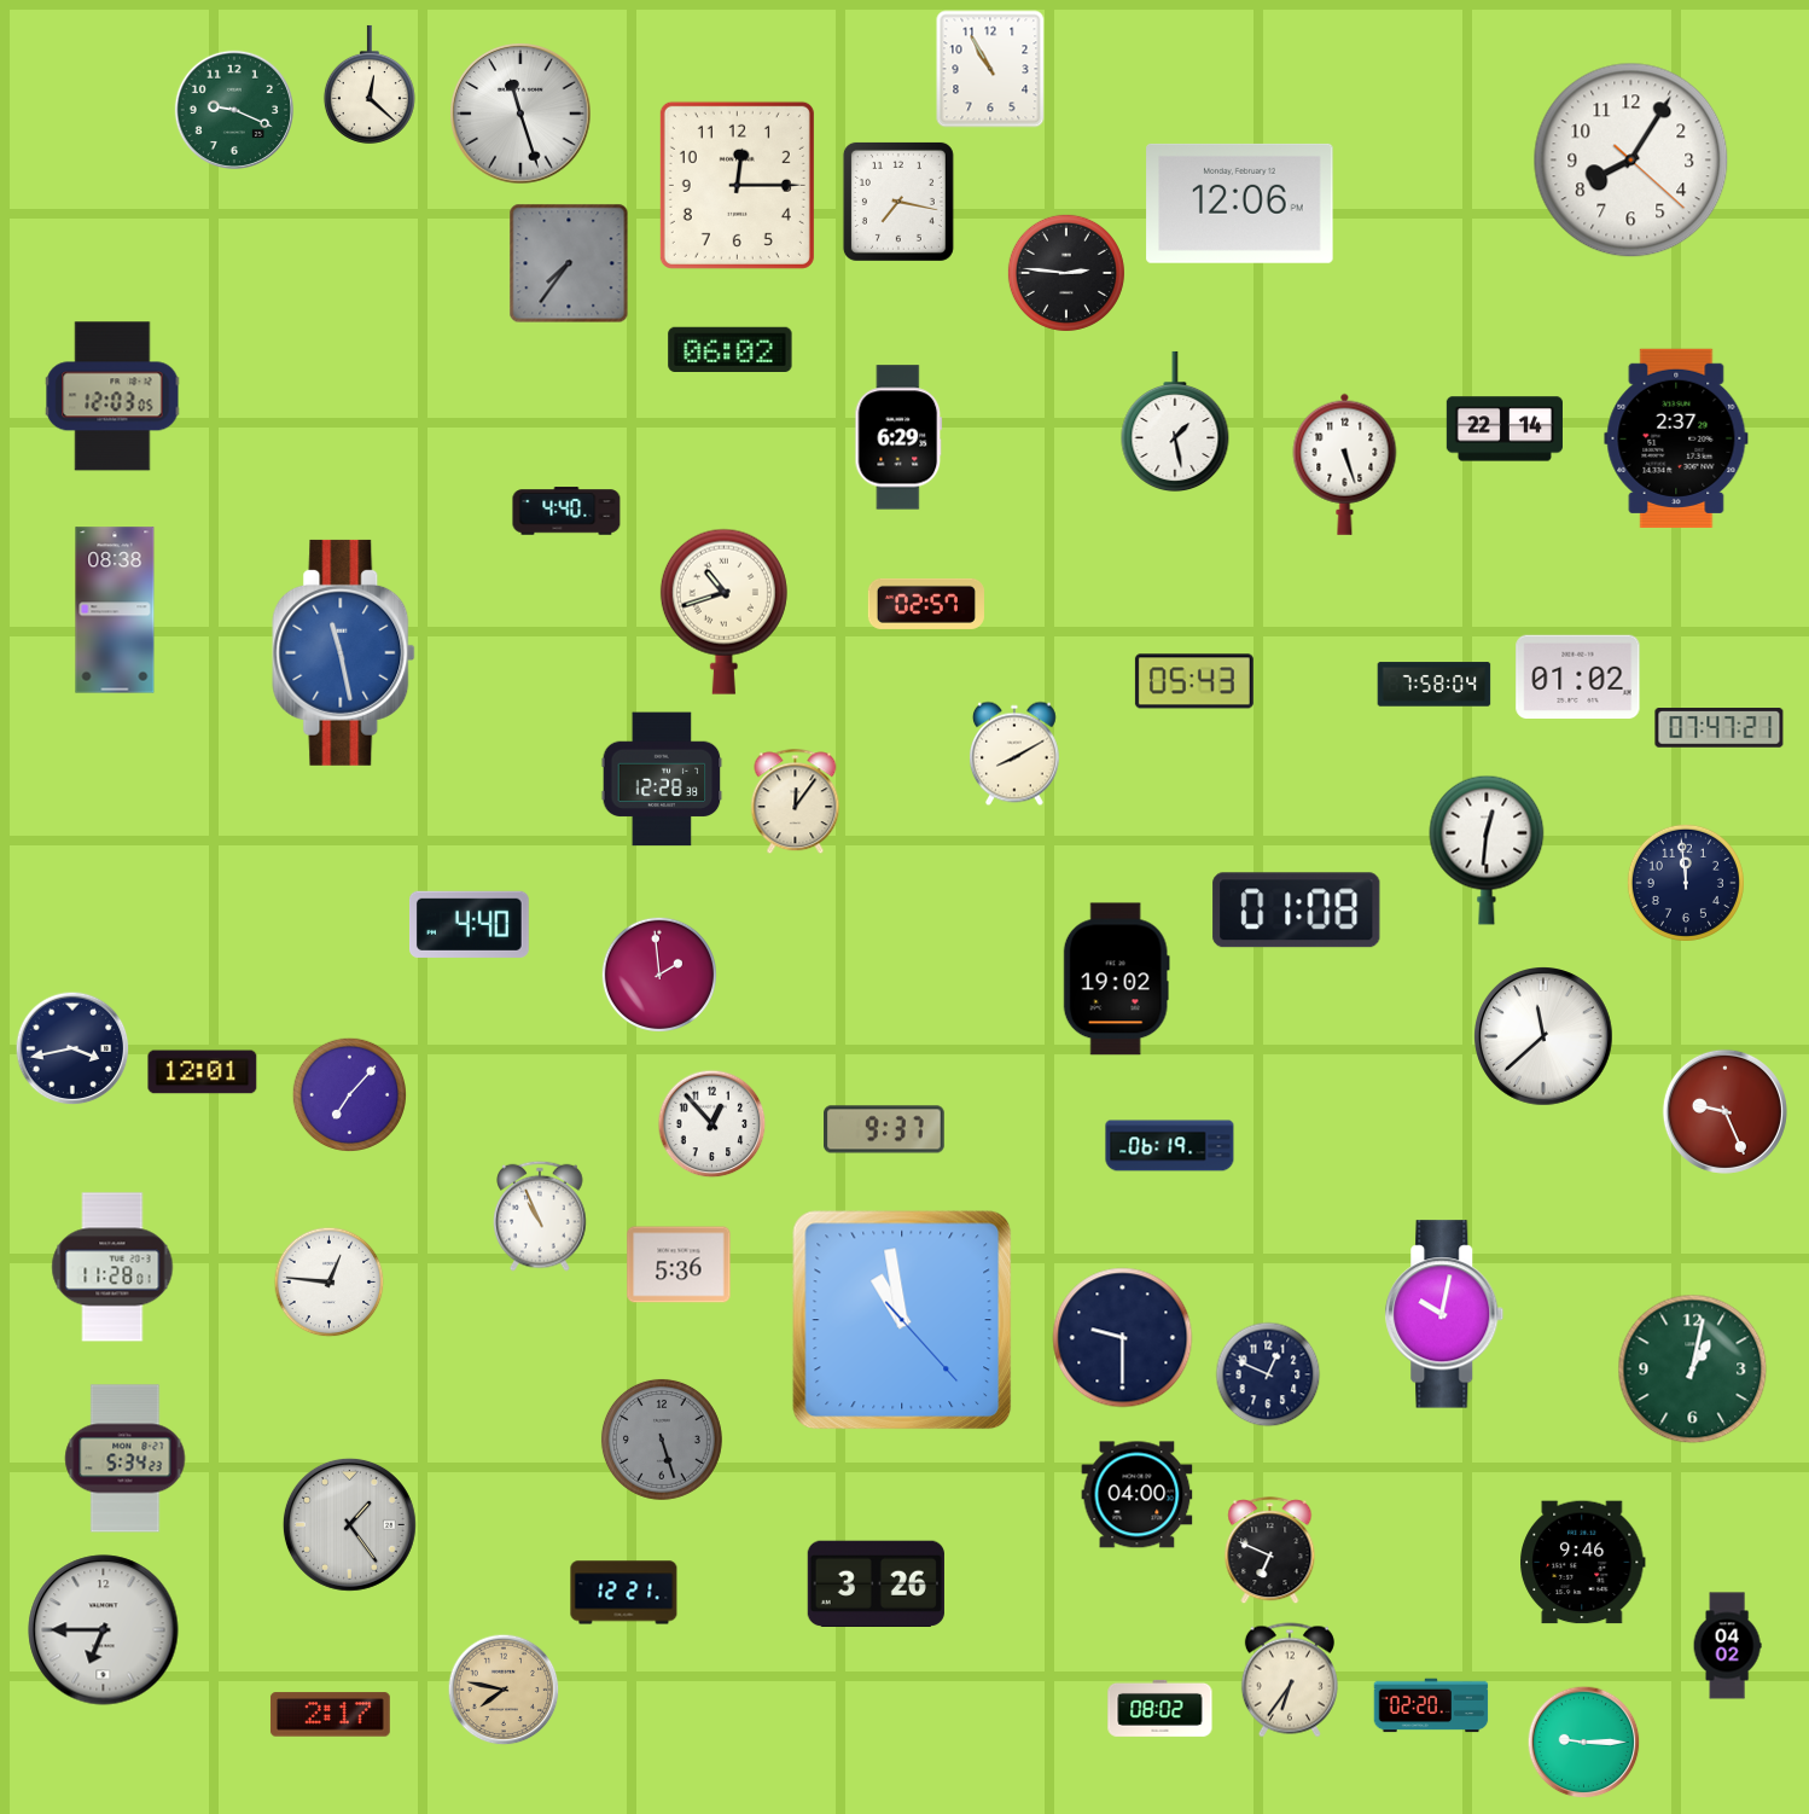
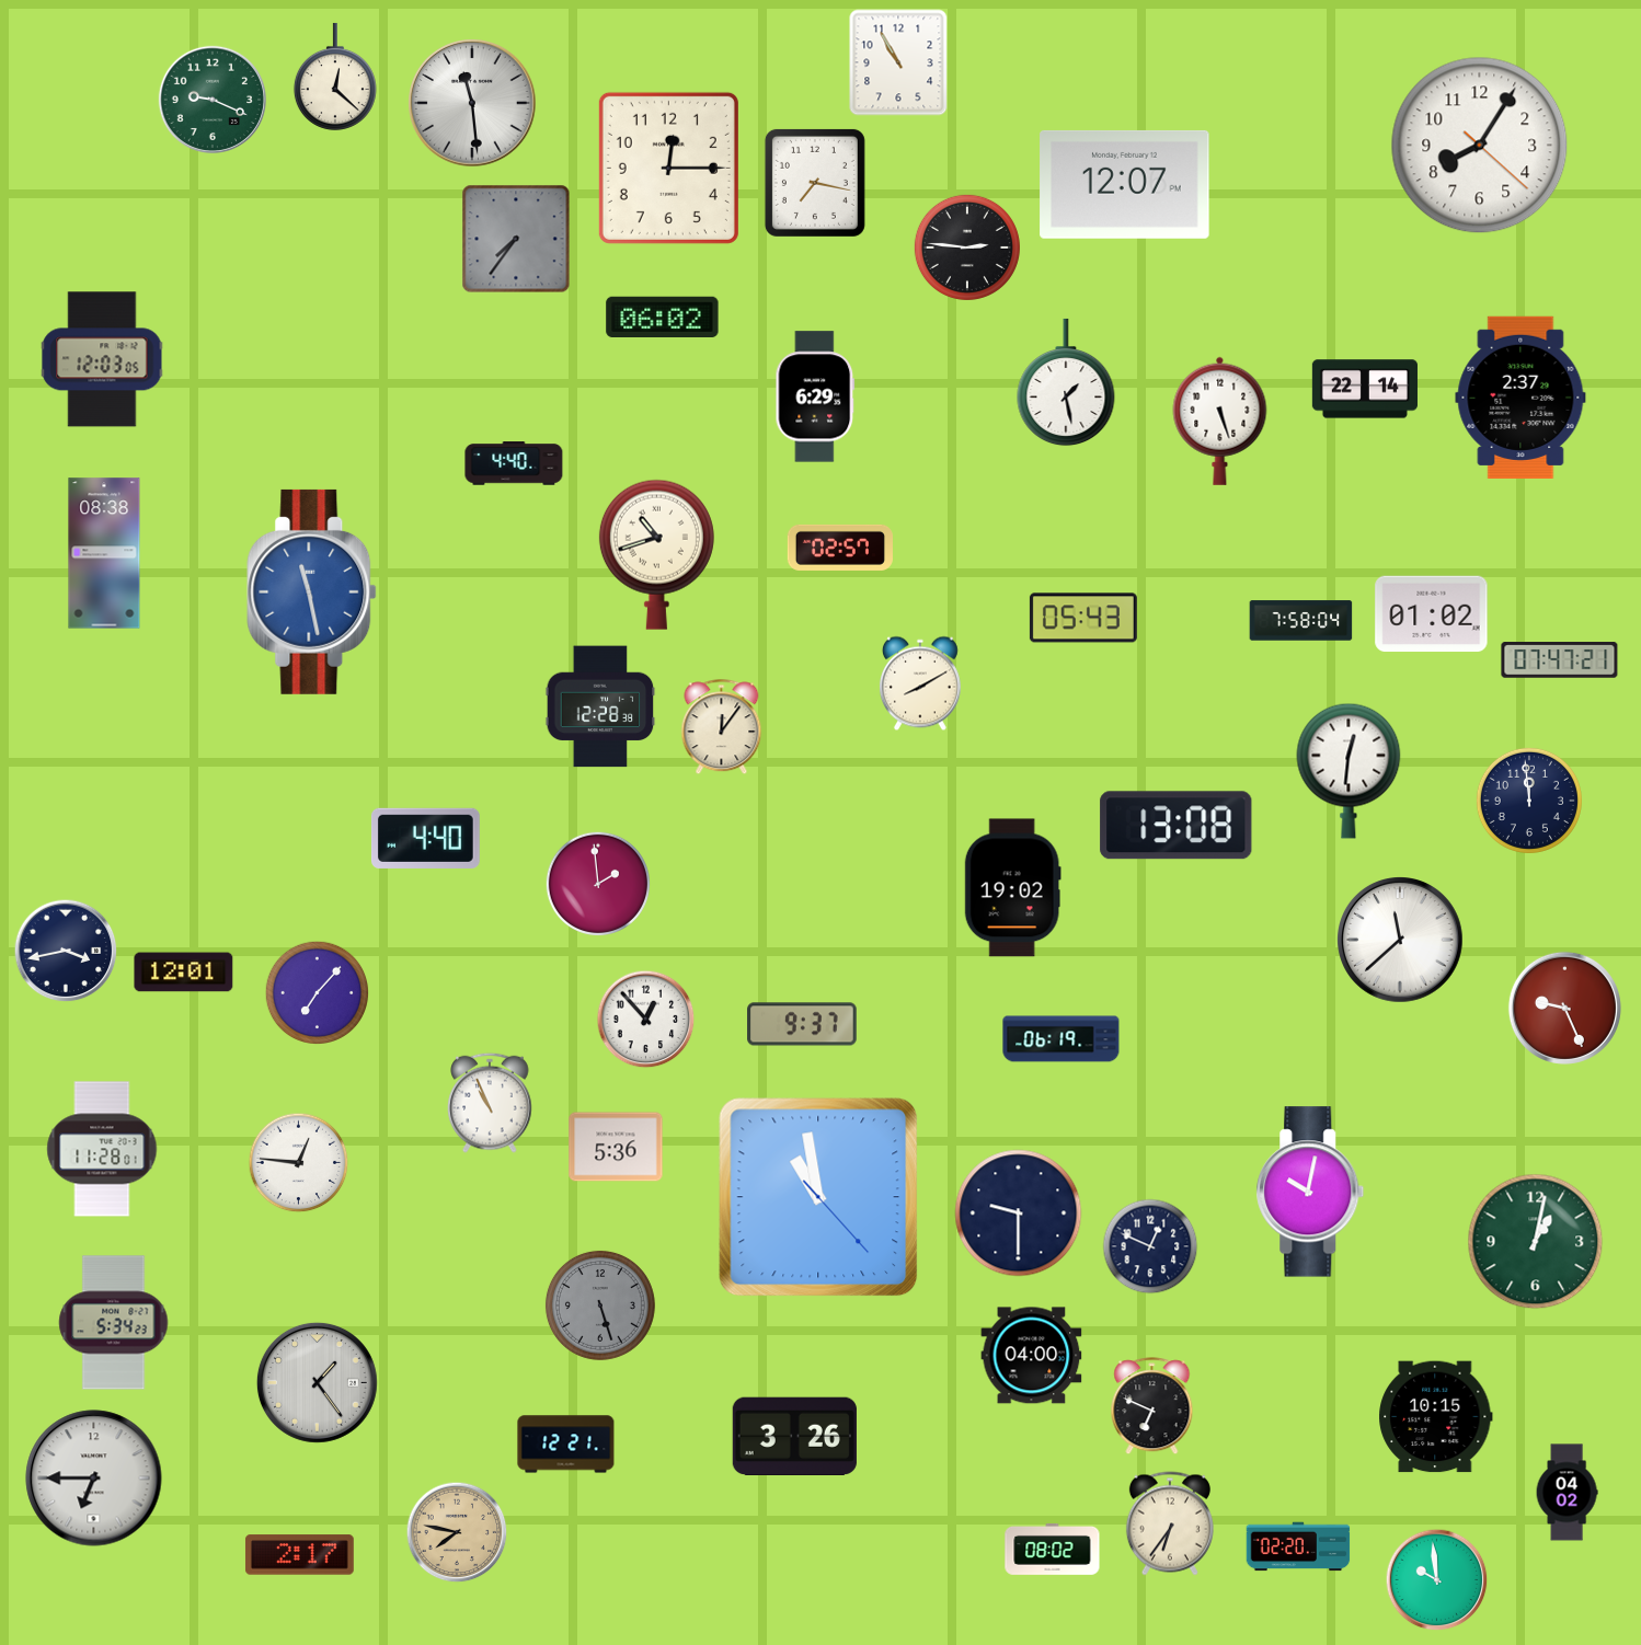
clock at (520, 114): 11:27 -> 11:29
clock at (1240, 203): 12:06 -> 12:07
clock at (1297, 911): 01:08 -> 13:08
clock at (1583, 1563): 9:46 -> 10:15
clock at (1584, 1743): 9:15 -> 9:59
